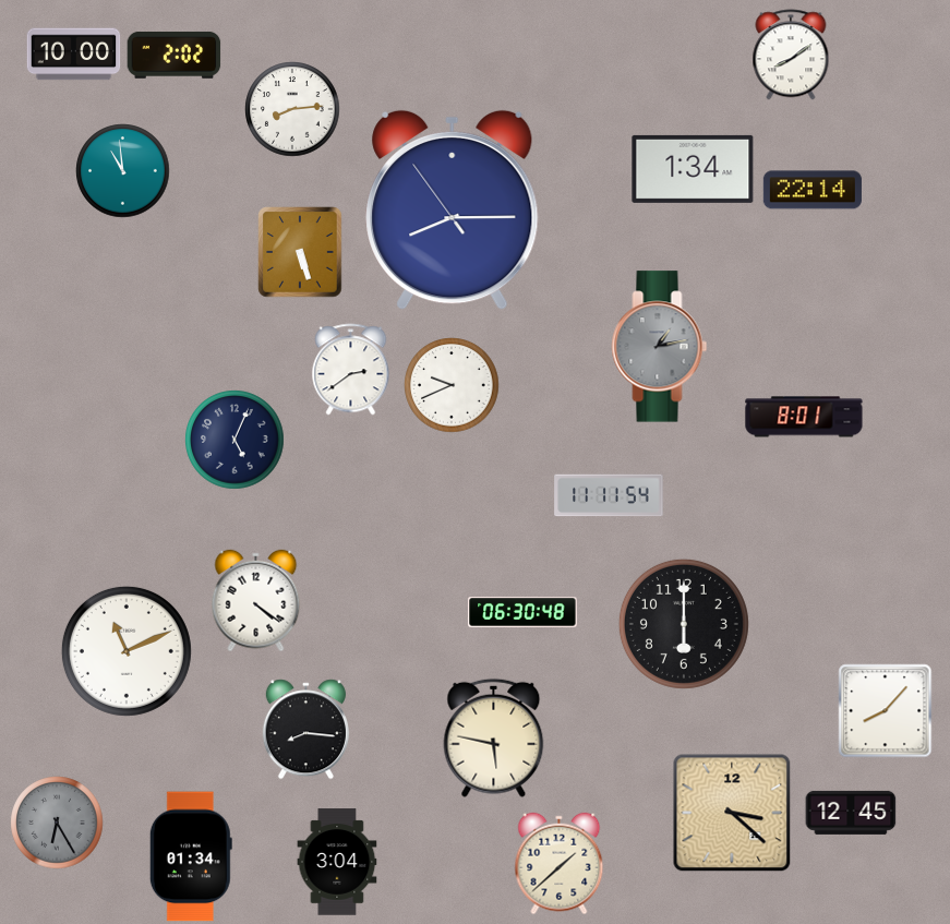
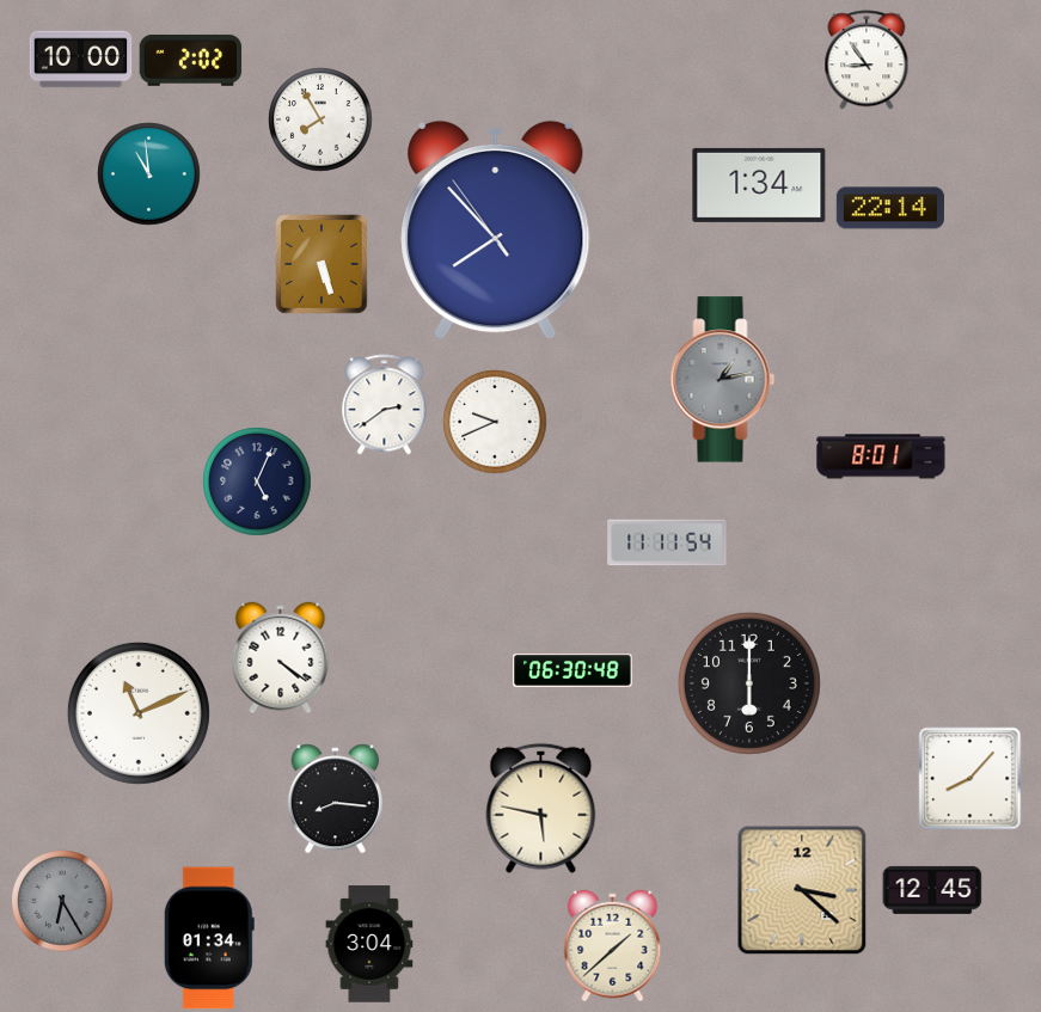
clock at (791, 55): 8:09 -> 8:54
clock at (292, 109): 8:14 -> 7:55
clock at (123, 171) position: (123, 171) -> (149, 174)
clock at (453, 211): 8:14 -> 7:52
clock at (300, 252) position: (300, 252) -> (322, 264)
